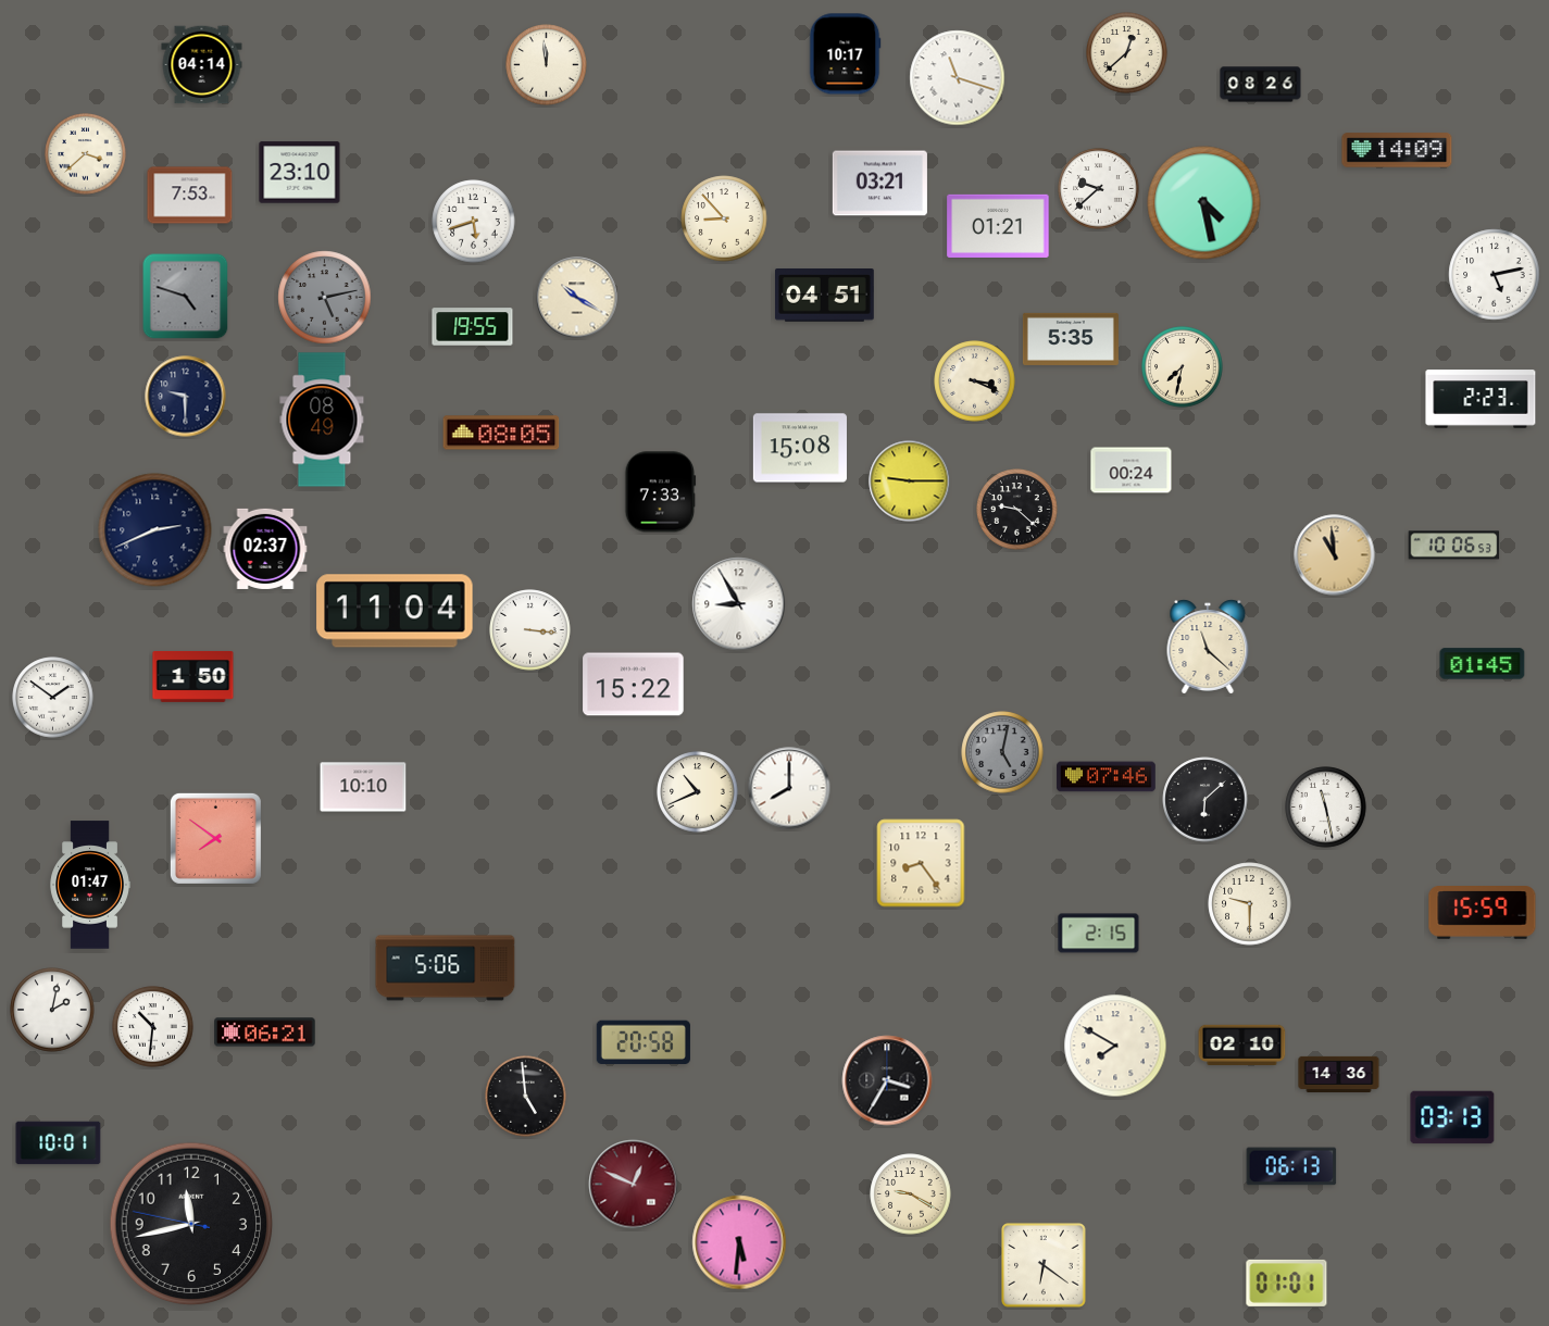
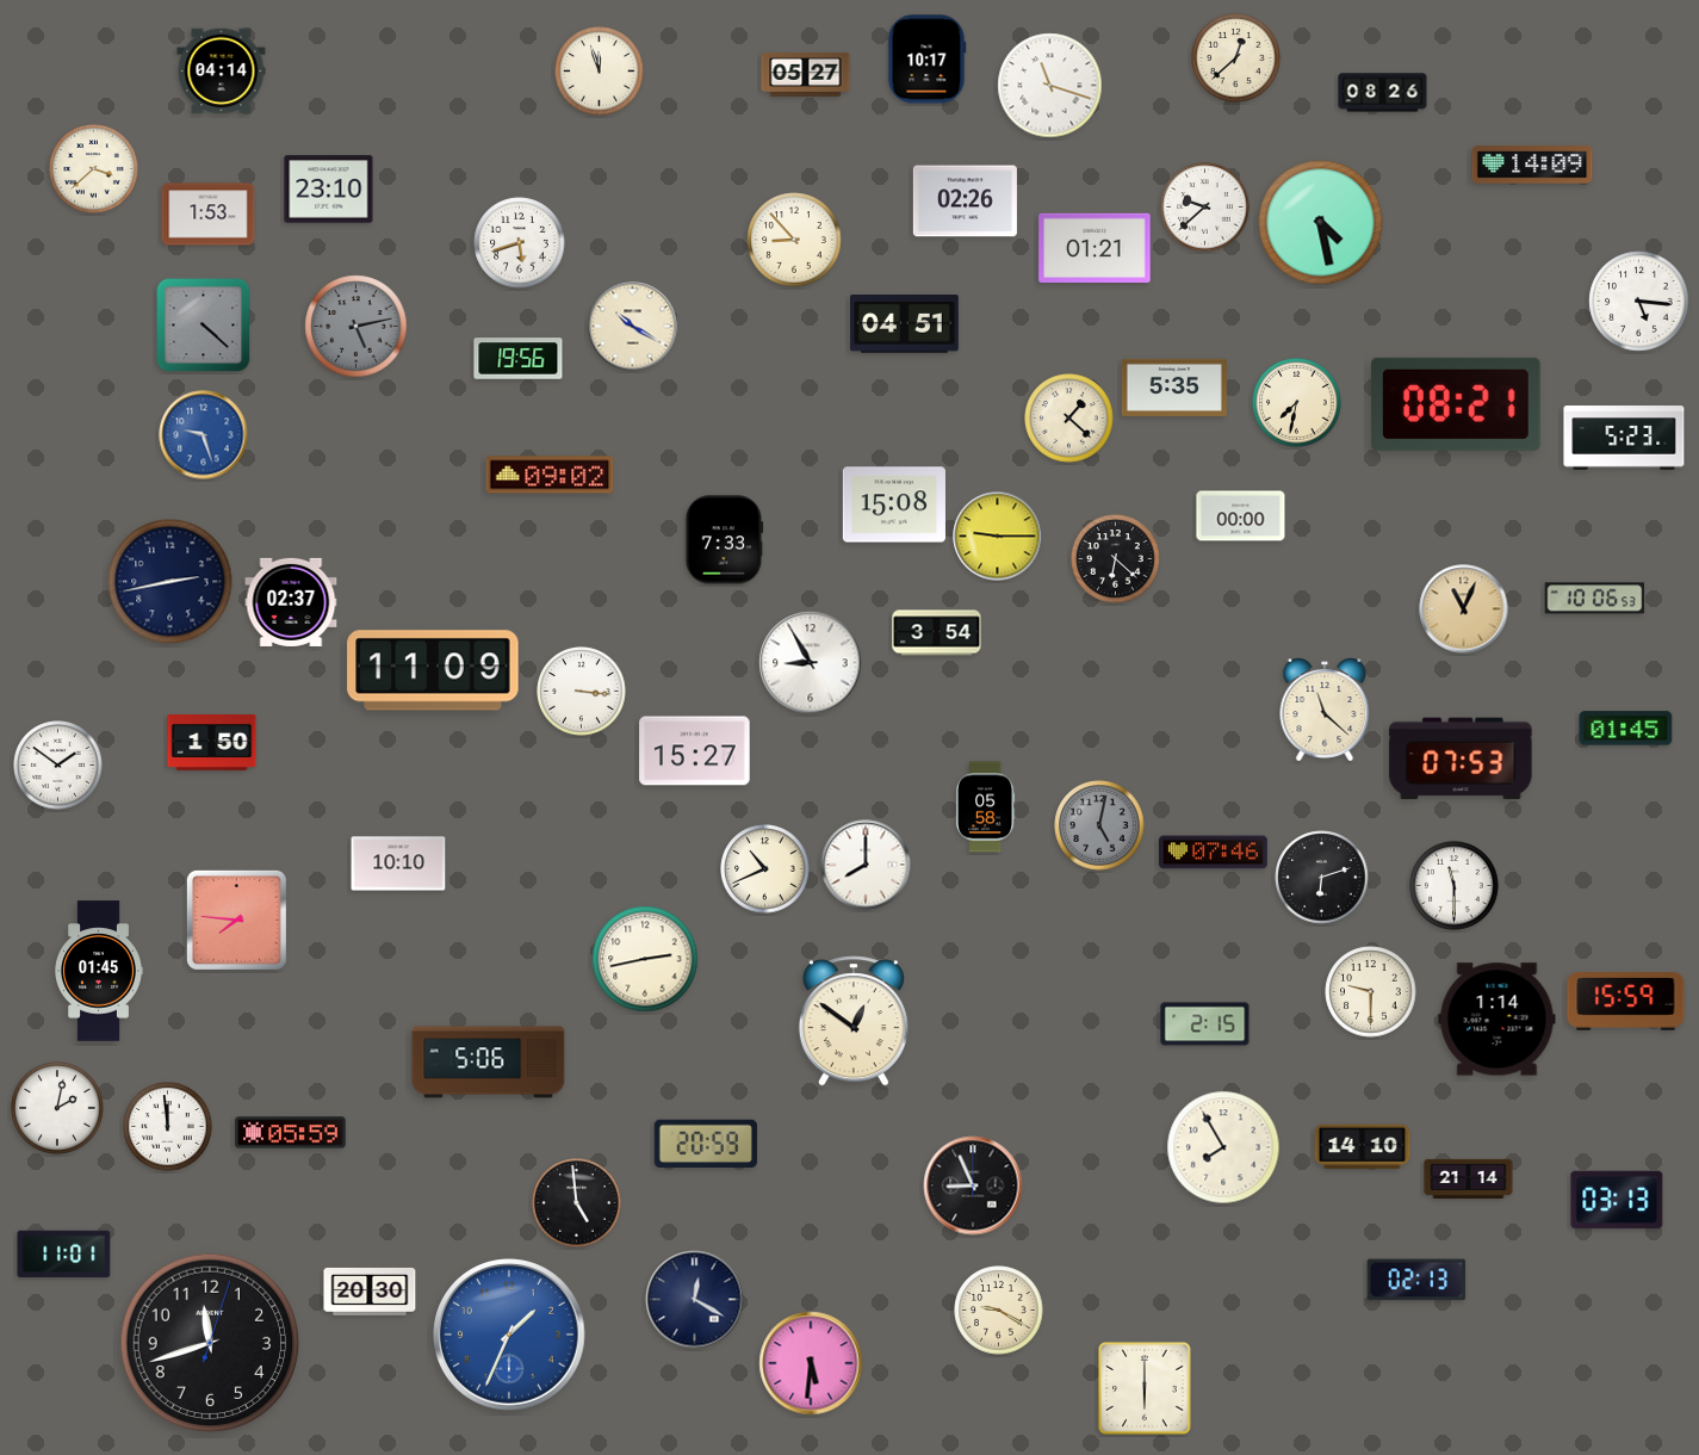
clock at (547, 65): 11:59 -> 11:57
clock at (806, 74): none -> 05:27
clock at (879, 184): 03:21 -> 02:26
clock at (190, 196): 7:53 -> 1:53
clock at (1495, 275): 5:13 -> 5:16
clock at (186, 297): 4:48 -> 4:22
clock at (473, 327): 19:55 -> 19:56
clock at (1071, 339) position: (1071, 339) -> (1174, 388)
clock at (1456, 404): none -> 08:21
clock at (975, 381): 3:19 -> 1:22
clock at (186, 397): 9:30 -> 9:27
clock at (186, 397) dial: navy -> blue
clock at (1481, 399): 2:23 -> 5:23
clock at (322, 420): 08:49 -> none
clock at (501, 433): 08:05 -> 09:02
clock at (800, 448) position: (800, 448) -> (894, 504)
clock at (1132, 471): 00:24 -> 00:00
clock at (910, 481) position: (910, 481) -> (998, 537)
clock at (1017, 510): 9:22 -> 6:22
clock at (155, 530): 2:41 -> 2:43
clock at (1335, 555): 10:59 -> 11:04
clock at (937, 633): none -> 3:54
clock at (395, 611): 11:04 -> 11:09
clock at (634, 685): 15:22 -> 15:27
clock at (1461, 759): none -> 07:53
clock at (985, 807): none -> 05:58
clock at (1206, 800): 6:08 -> 6:12
clock at (1326, 808): 11:28 -> 11:30
clock at (215, 838): 7:51 -> 7:46
clock at (921, 863): 8:24 -> none
clock at (645, 959): none -> 2:43
clock at (90, 885): 01:47 -> 01:45
clock at (1498, 1020): none -> 1:14
clock at (854, 1021): none -> 12:51
clock at (153, 1027): 10:31 -> 11:59
clock at (265, 1033): 06:21 -> 05:59
clock at (644, 1042): 20:58 -> 20:59
clock at (1242, 1044): 02:10 -> 14:10
clock at (1115, 1046): 7:50 -> 7:55
clock at (1339, 1074): 14:36 -> 21:14
clock at (887, 1080): 3:35 -> 8:56
clock at (1452, 1117) position: (1452, 1117) -> (1617, 1200)
clock at (59, 1143): 10:01 -> 11:01
clock at (1291, 1166): 06:13 -> 02:13
clock at (370, 1292): none -> 20:30
clock at (634, 1185): 12:49 -> 12:20
clock at (634, 1185) dial: burgundy -> navy
clock at (509, 1335): none -> 1:34
clock at (191, 1224): 11:42:47 -> 11:42:03
clock at (1044, 1265): 6:21 -> 6:00
clock at (1287, 1283): 01:01 -> none
